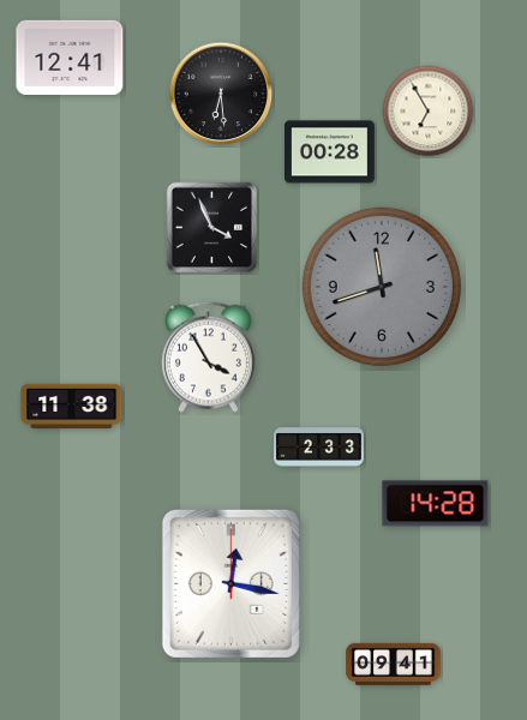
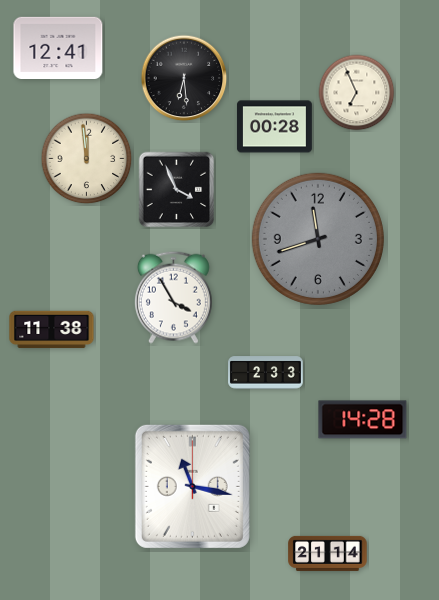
clock at (429, 112): 6:55 -> 6:56
clock at (87, 159): none -> 11:59
clock at (72, 407) position: (72, 407) -> (52, 330)
clock at (230, 583): 12:17 -> 11:17
clock at (394, 664): 09:41 -> 21:14
